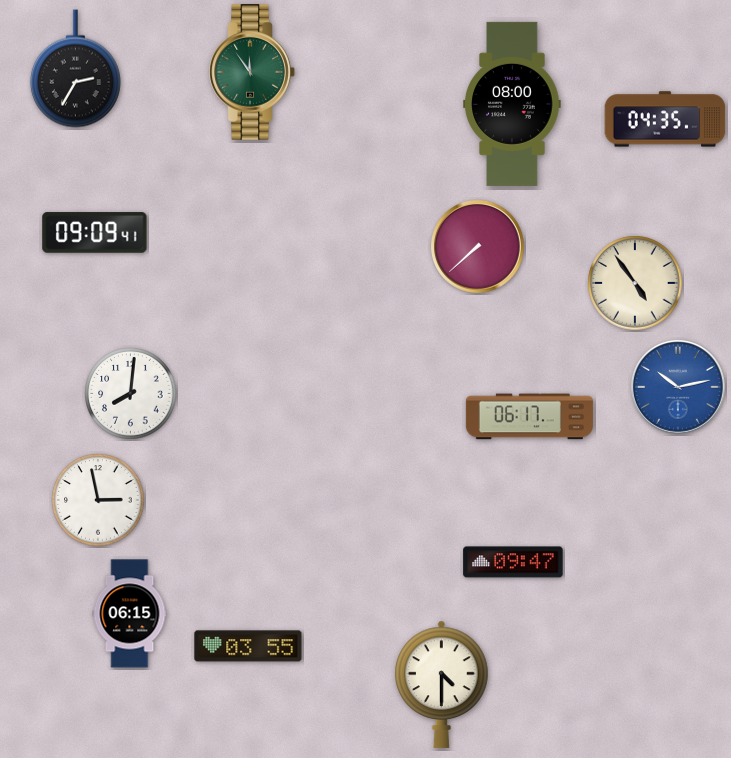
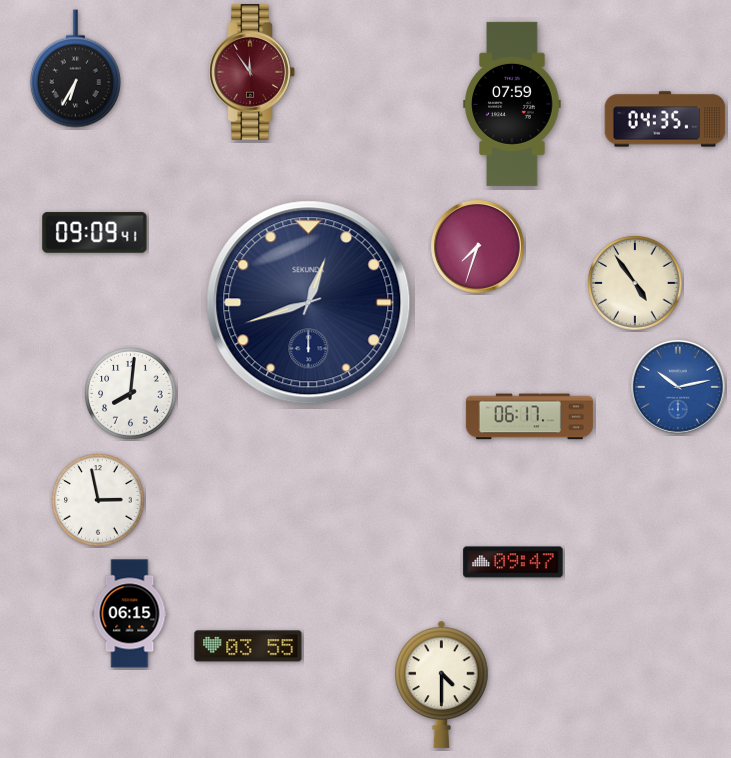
clock at (75, 69): 2:35 -> 6:35
clock at (252, 72) dial: green -> burgundy
clock at (512, 104): 08:00 -> 07:59
clock at (478, 247): 7:38 -> 7:33
clock at (309, 303): none -> 12:42
